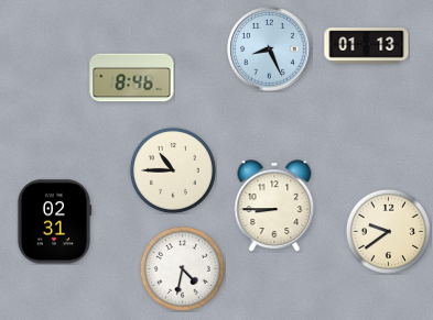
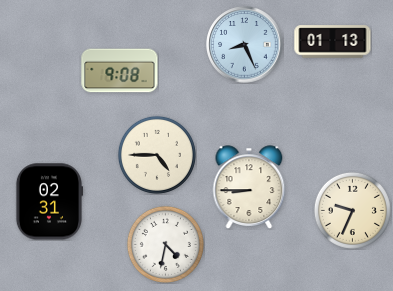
clock at (132, 78): 8:46 -> 9:08
clock at (173, 170): 10:45 -> 4:45
clock at (388, 231): 9:39 -> 9:34
